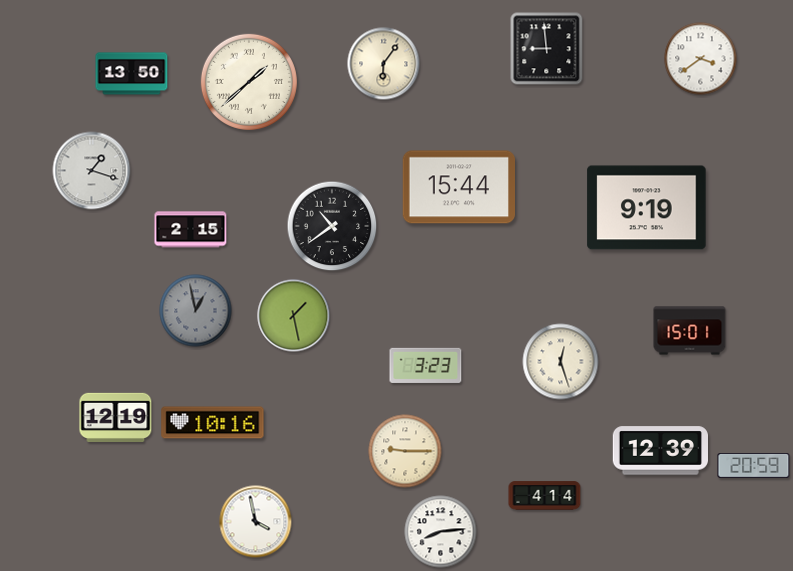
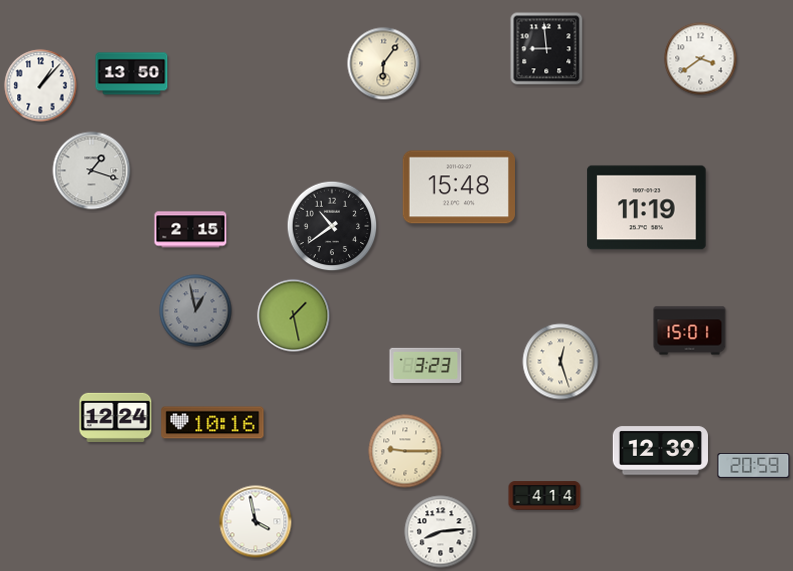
clock at (249, 82): 1:38 -> none
clock at (41, 86): none -> 1:07
clock at (458, 187): 15:44 -> 15:48
clock at (647, 208): 9:19 -> 11:19
clock at (116, 417): 12:19 -> 12:24
